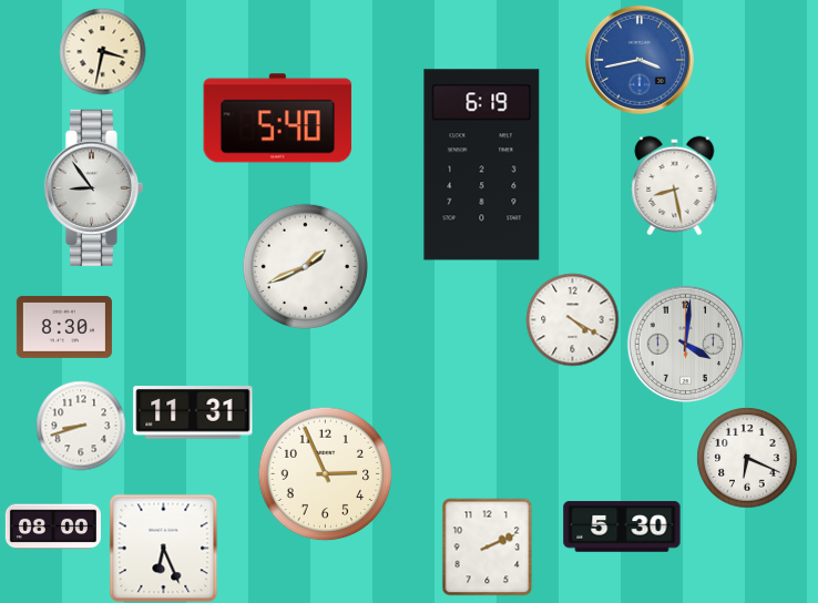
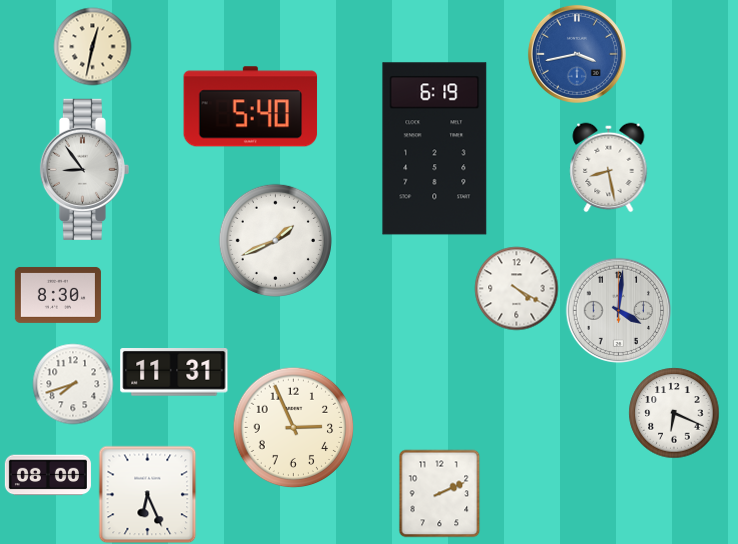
clock at (102, 51): 3:32 -> 12:32
clock at (81, 426): 8:42 -> 7:42
clock at (622, 527): 5:30 -> none
